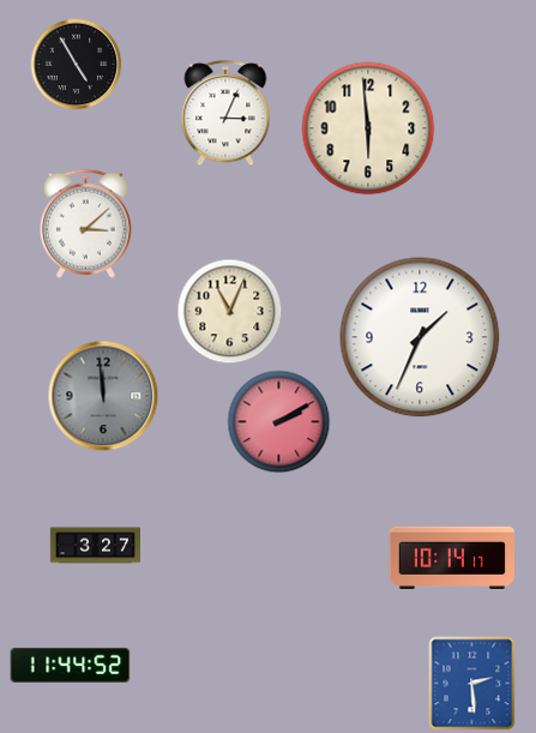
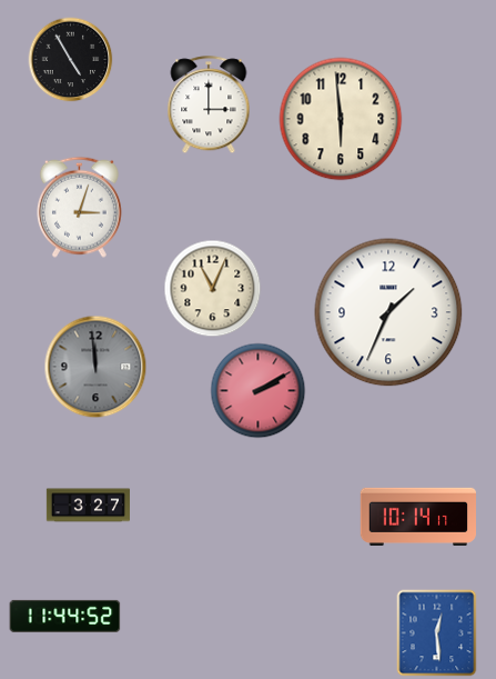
clock at (225, 114): 3:04 -> 3:00
clock at (85, 223): 3:08 -> 3:03
clock at (472, 684): 2:29 -> 12:29
